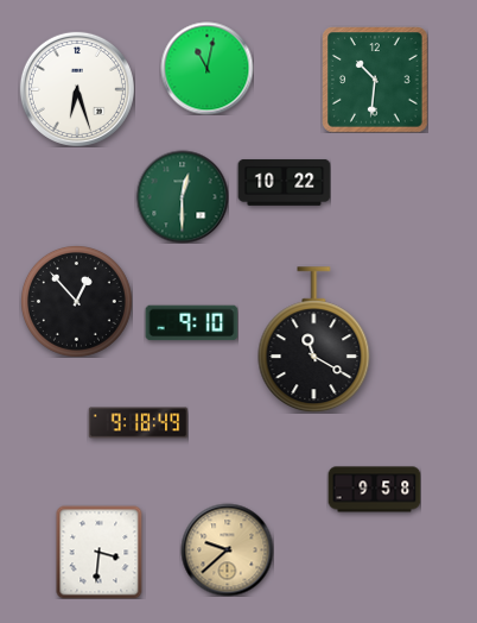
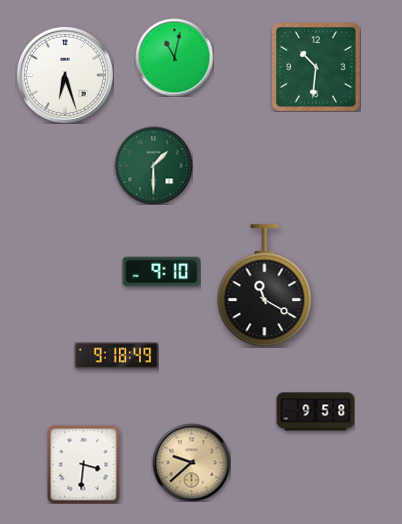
clock at (284, 183): 10:22 -> none
clock at (182, 196): 12:30 -> 1:30
clock at (76, 301): 12:53 -> none
